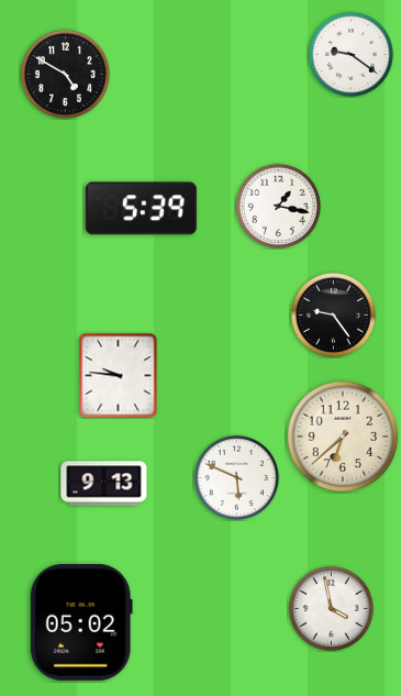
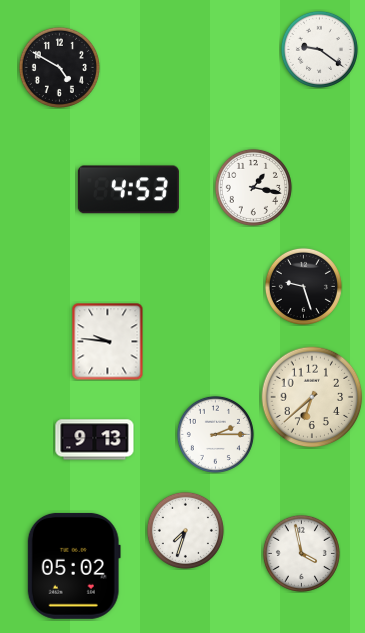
clock at (141, 209): 5:39 -> 4:53
clock at (333, 314): 9:24 -> 9:27
clock at (236, 477): 5:49 -> 2:15
clock at (185, 530): none -> 7:33
